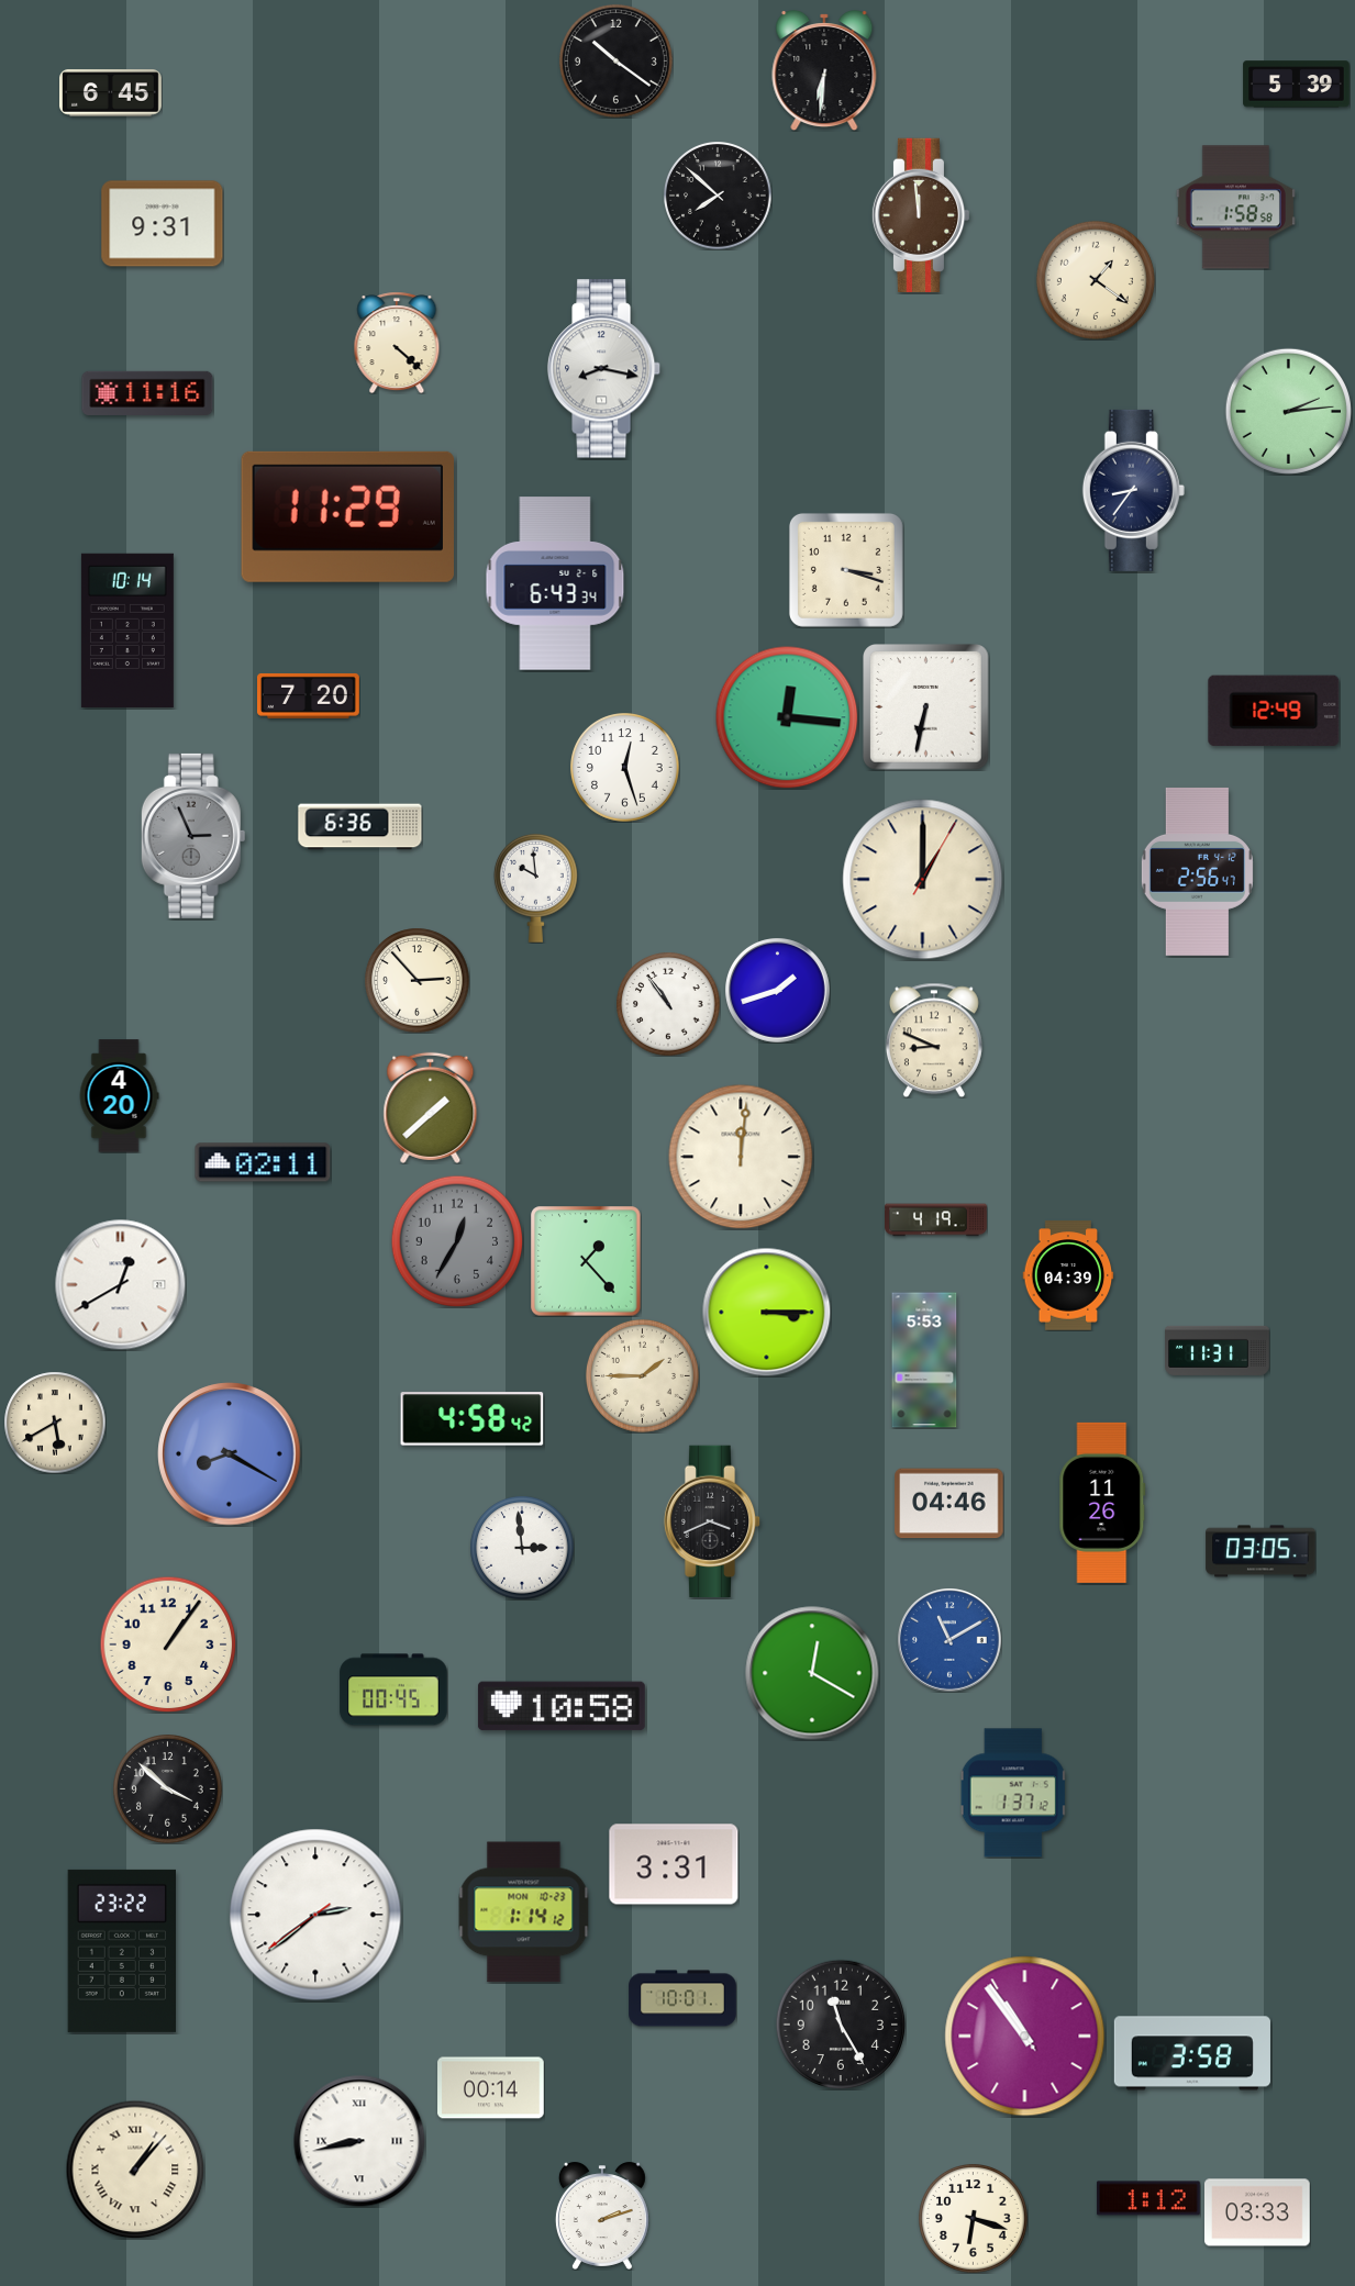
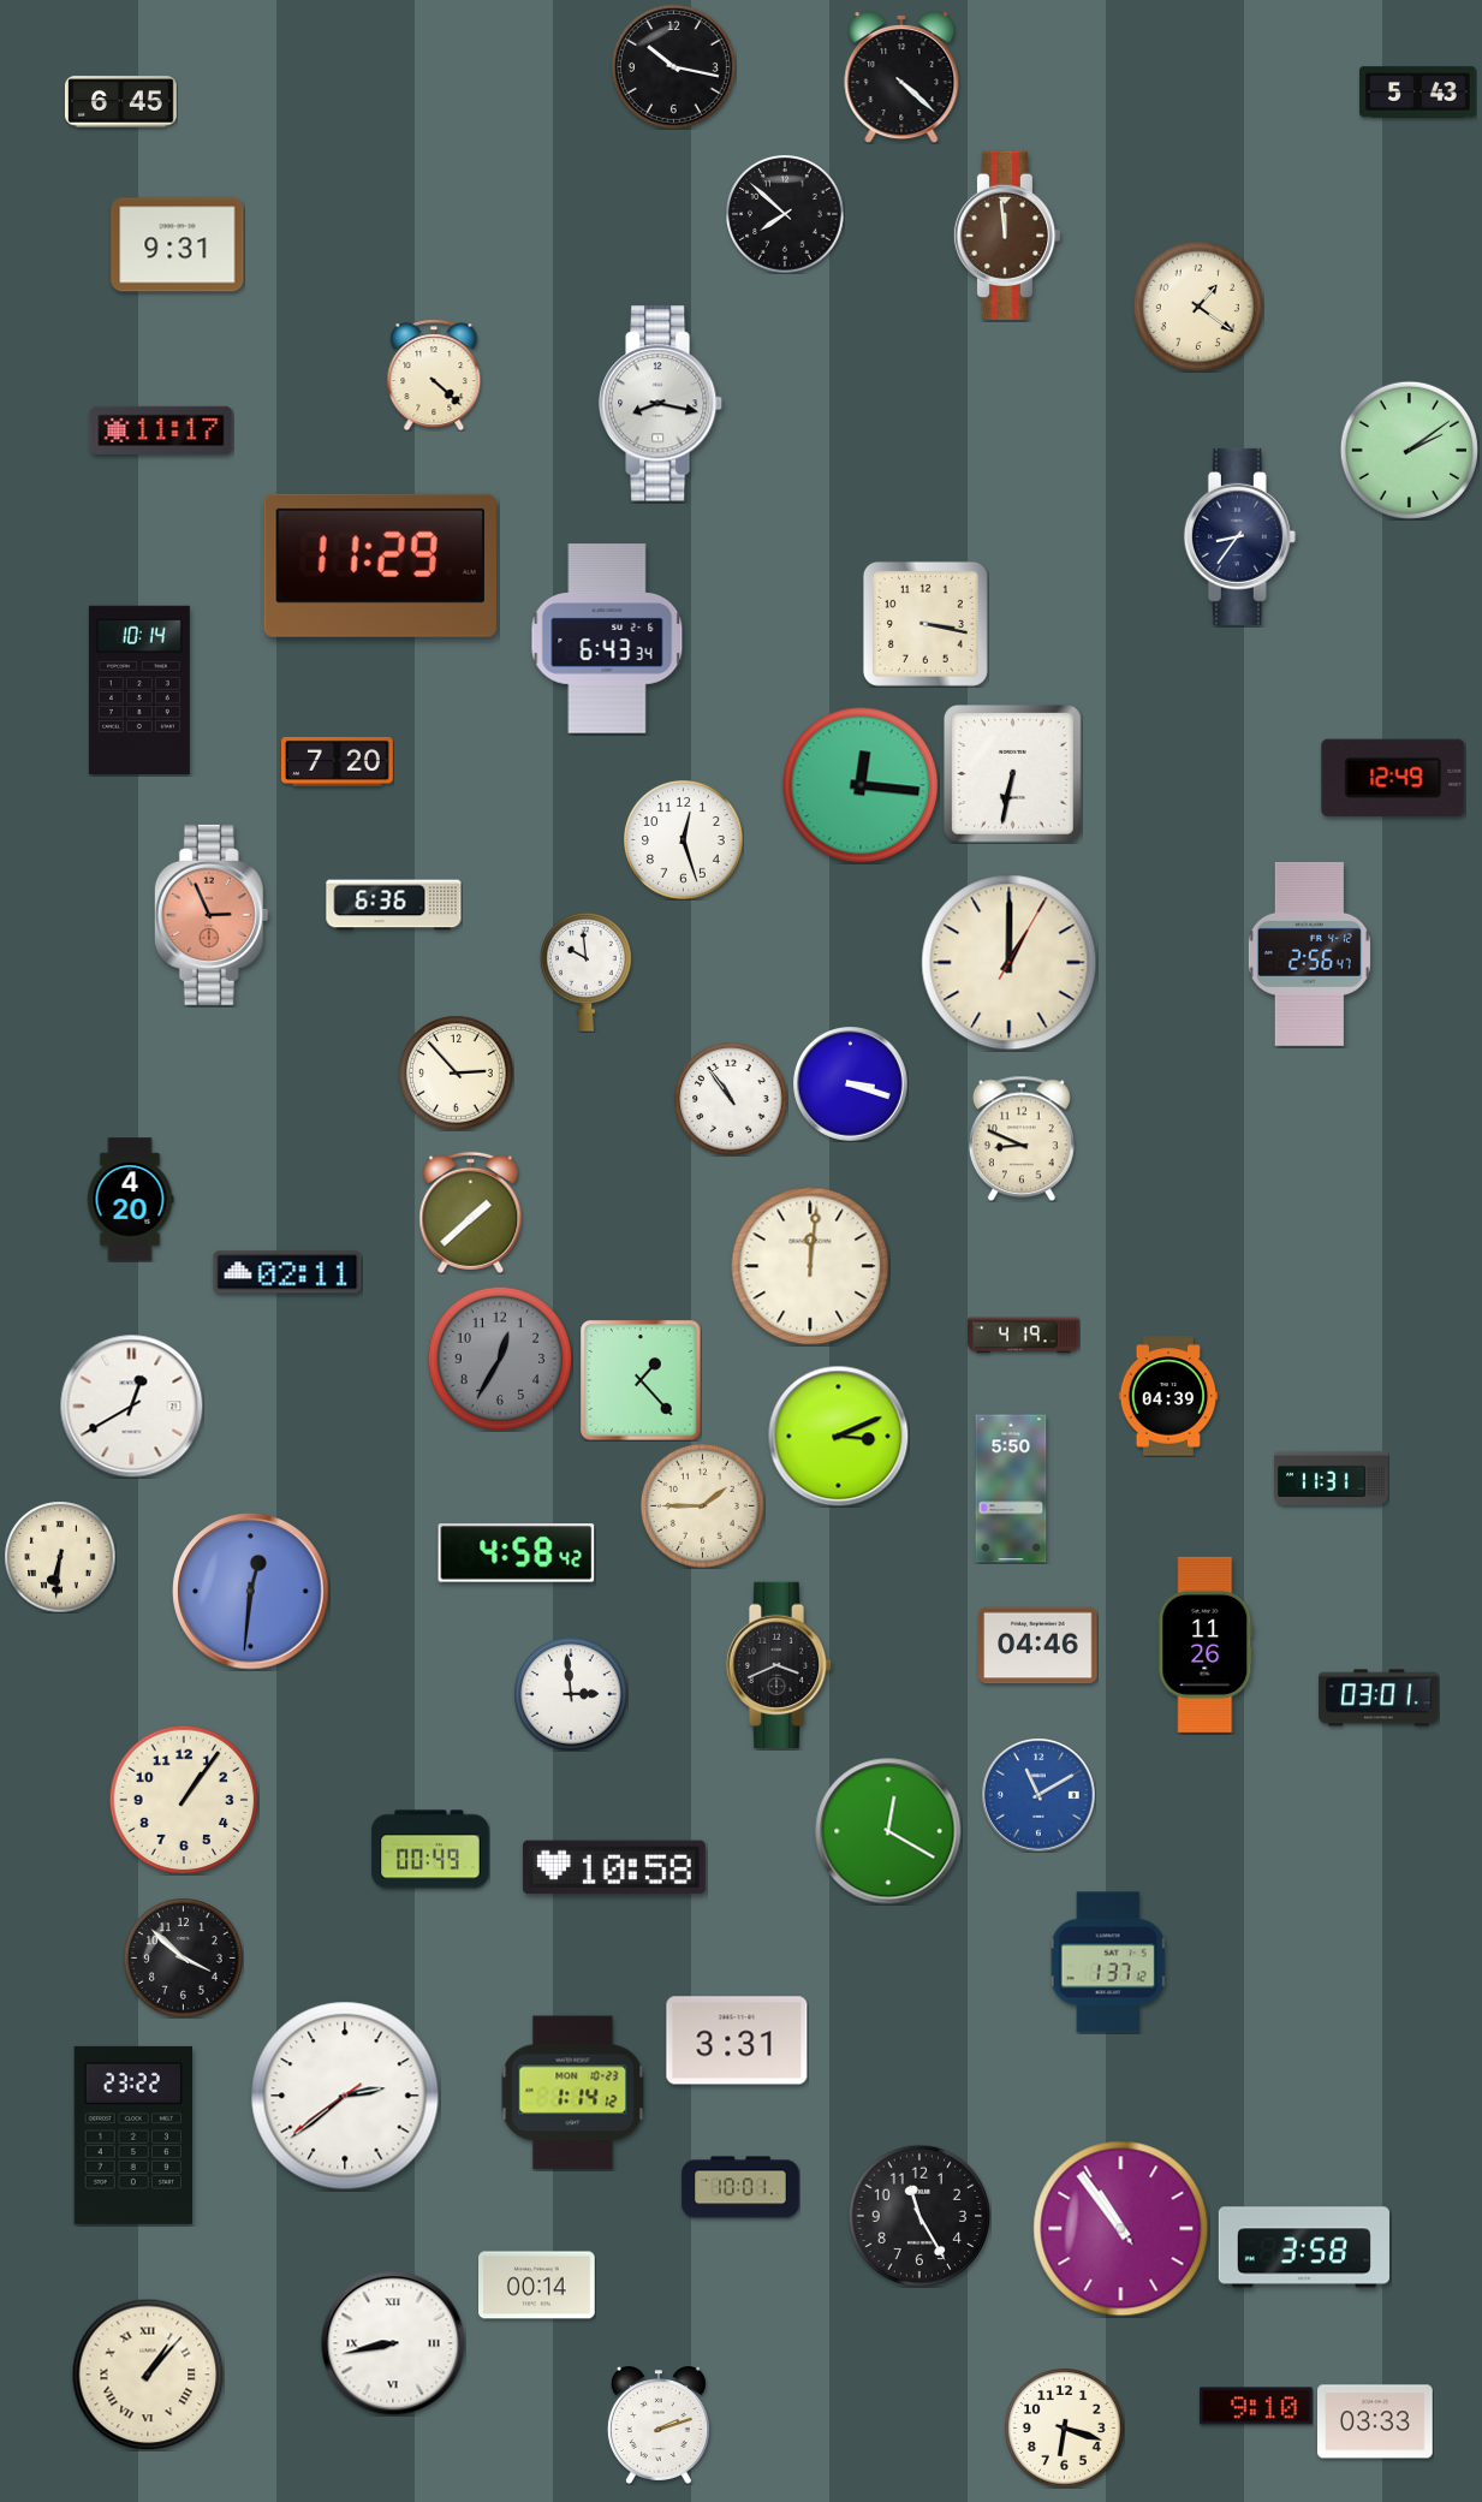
clock at (615, 60): 10:21 -> 10:17
clock at (824, 71): 6:31 -> 4:22
clock at (1297, 85): 5:39 -> 5:43
clock at (1235, 208): 1:58 -> none
clock at (147, 393): 11:16 -> 11:17
clock at (1288, 411): 2:14 -> 2:09
clock at (846, 570): 3:18 -> 3:17
clock at (193, 836) dial: grey -> salmon
clock at (778, 991): 1:42 -> 3:18
clock at (766, 1312): 3:15 -> 3:11
clock at (924, 1360): 5:53 -> 5:50
clock at (55, 1423): 5:40 -> 6:31
clock at (230, 1454): 8:20 -> 12:31
clock at (1260, 1551): 03:05 -> 03:01
clock at (393, 1690): 00:45 -> 00:49
clock at (682, 1998) position: (682, 1998) -> (740, 2187)
clock at (1148, 2198): 1:12 -> 9:10
